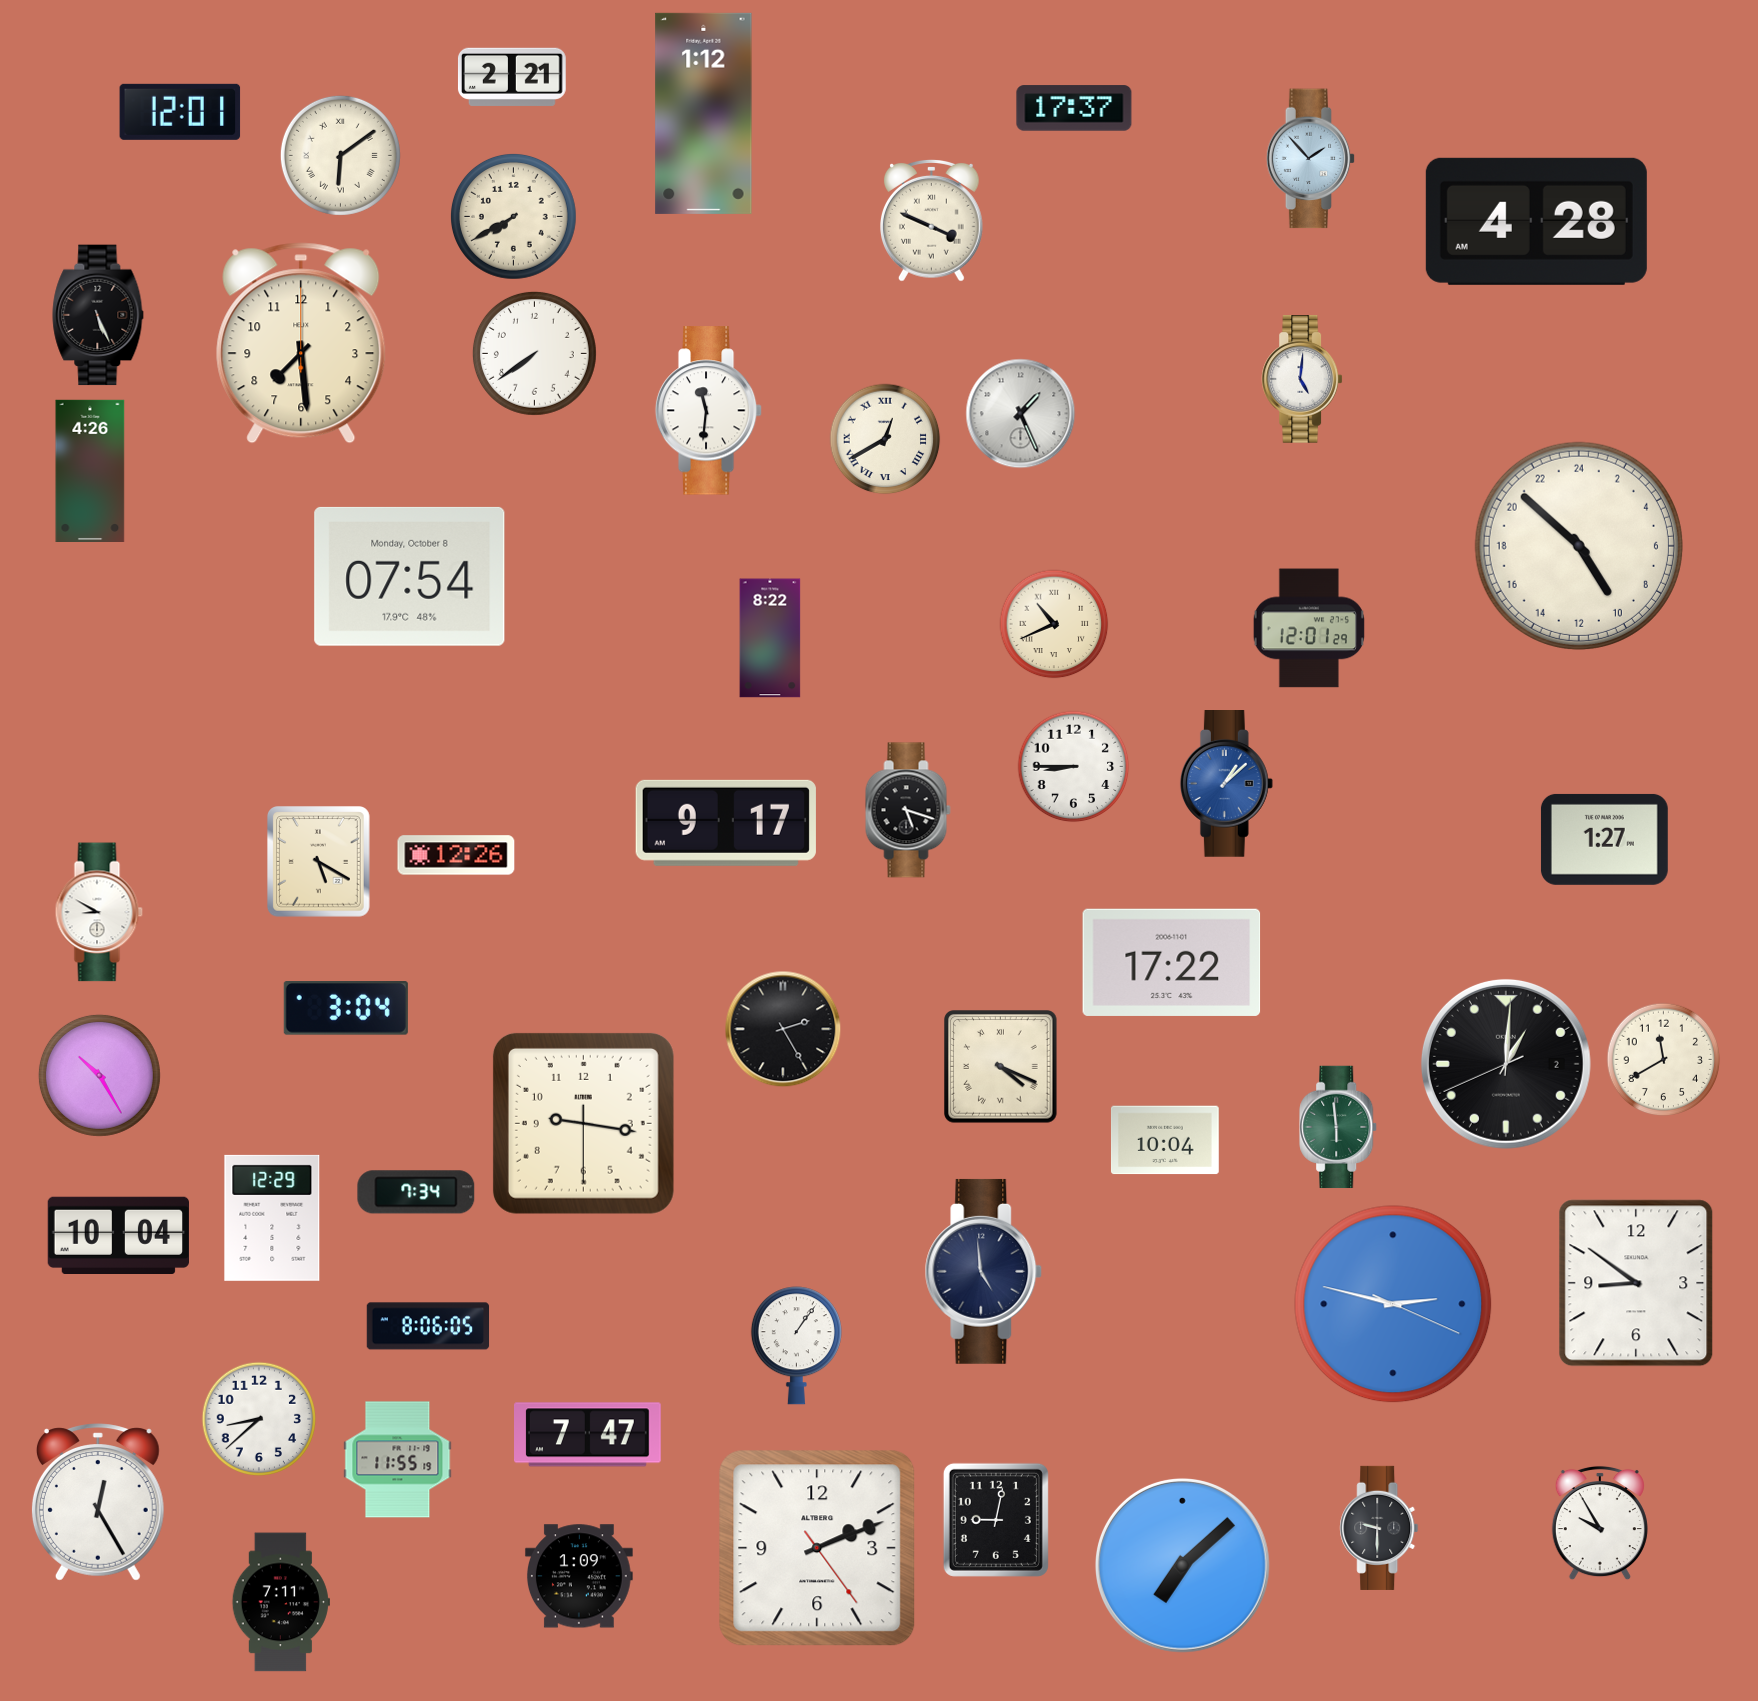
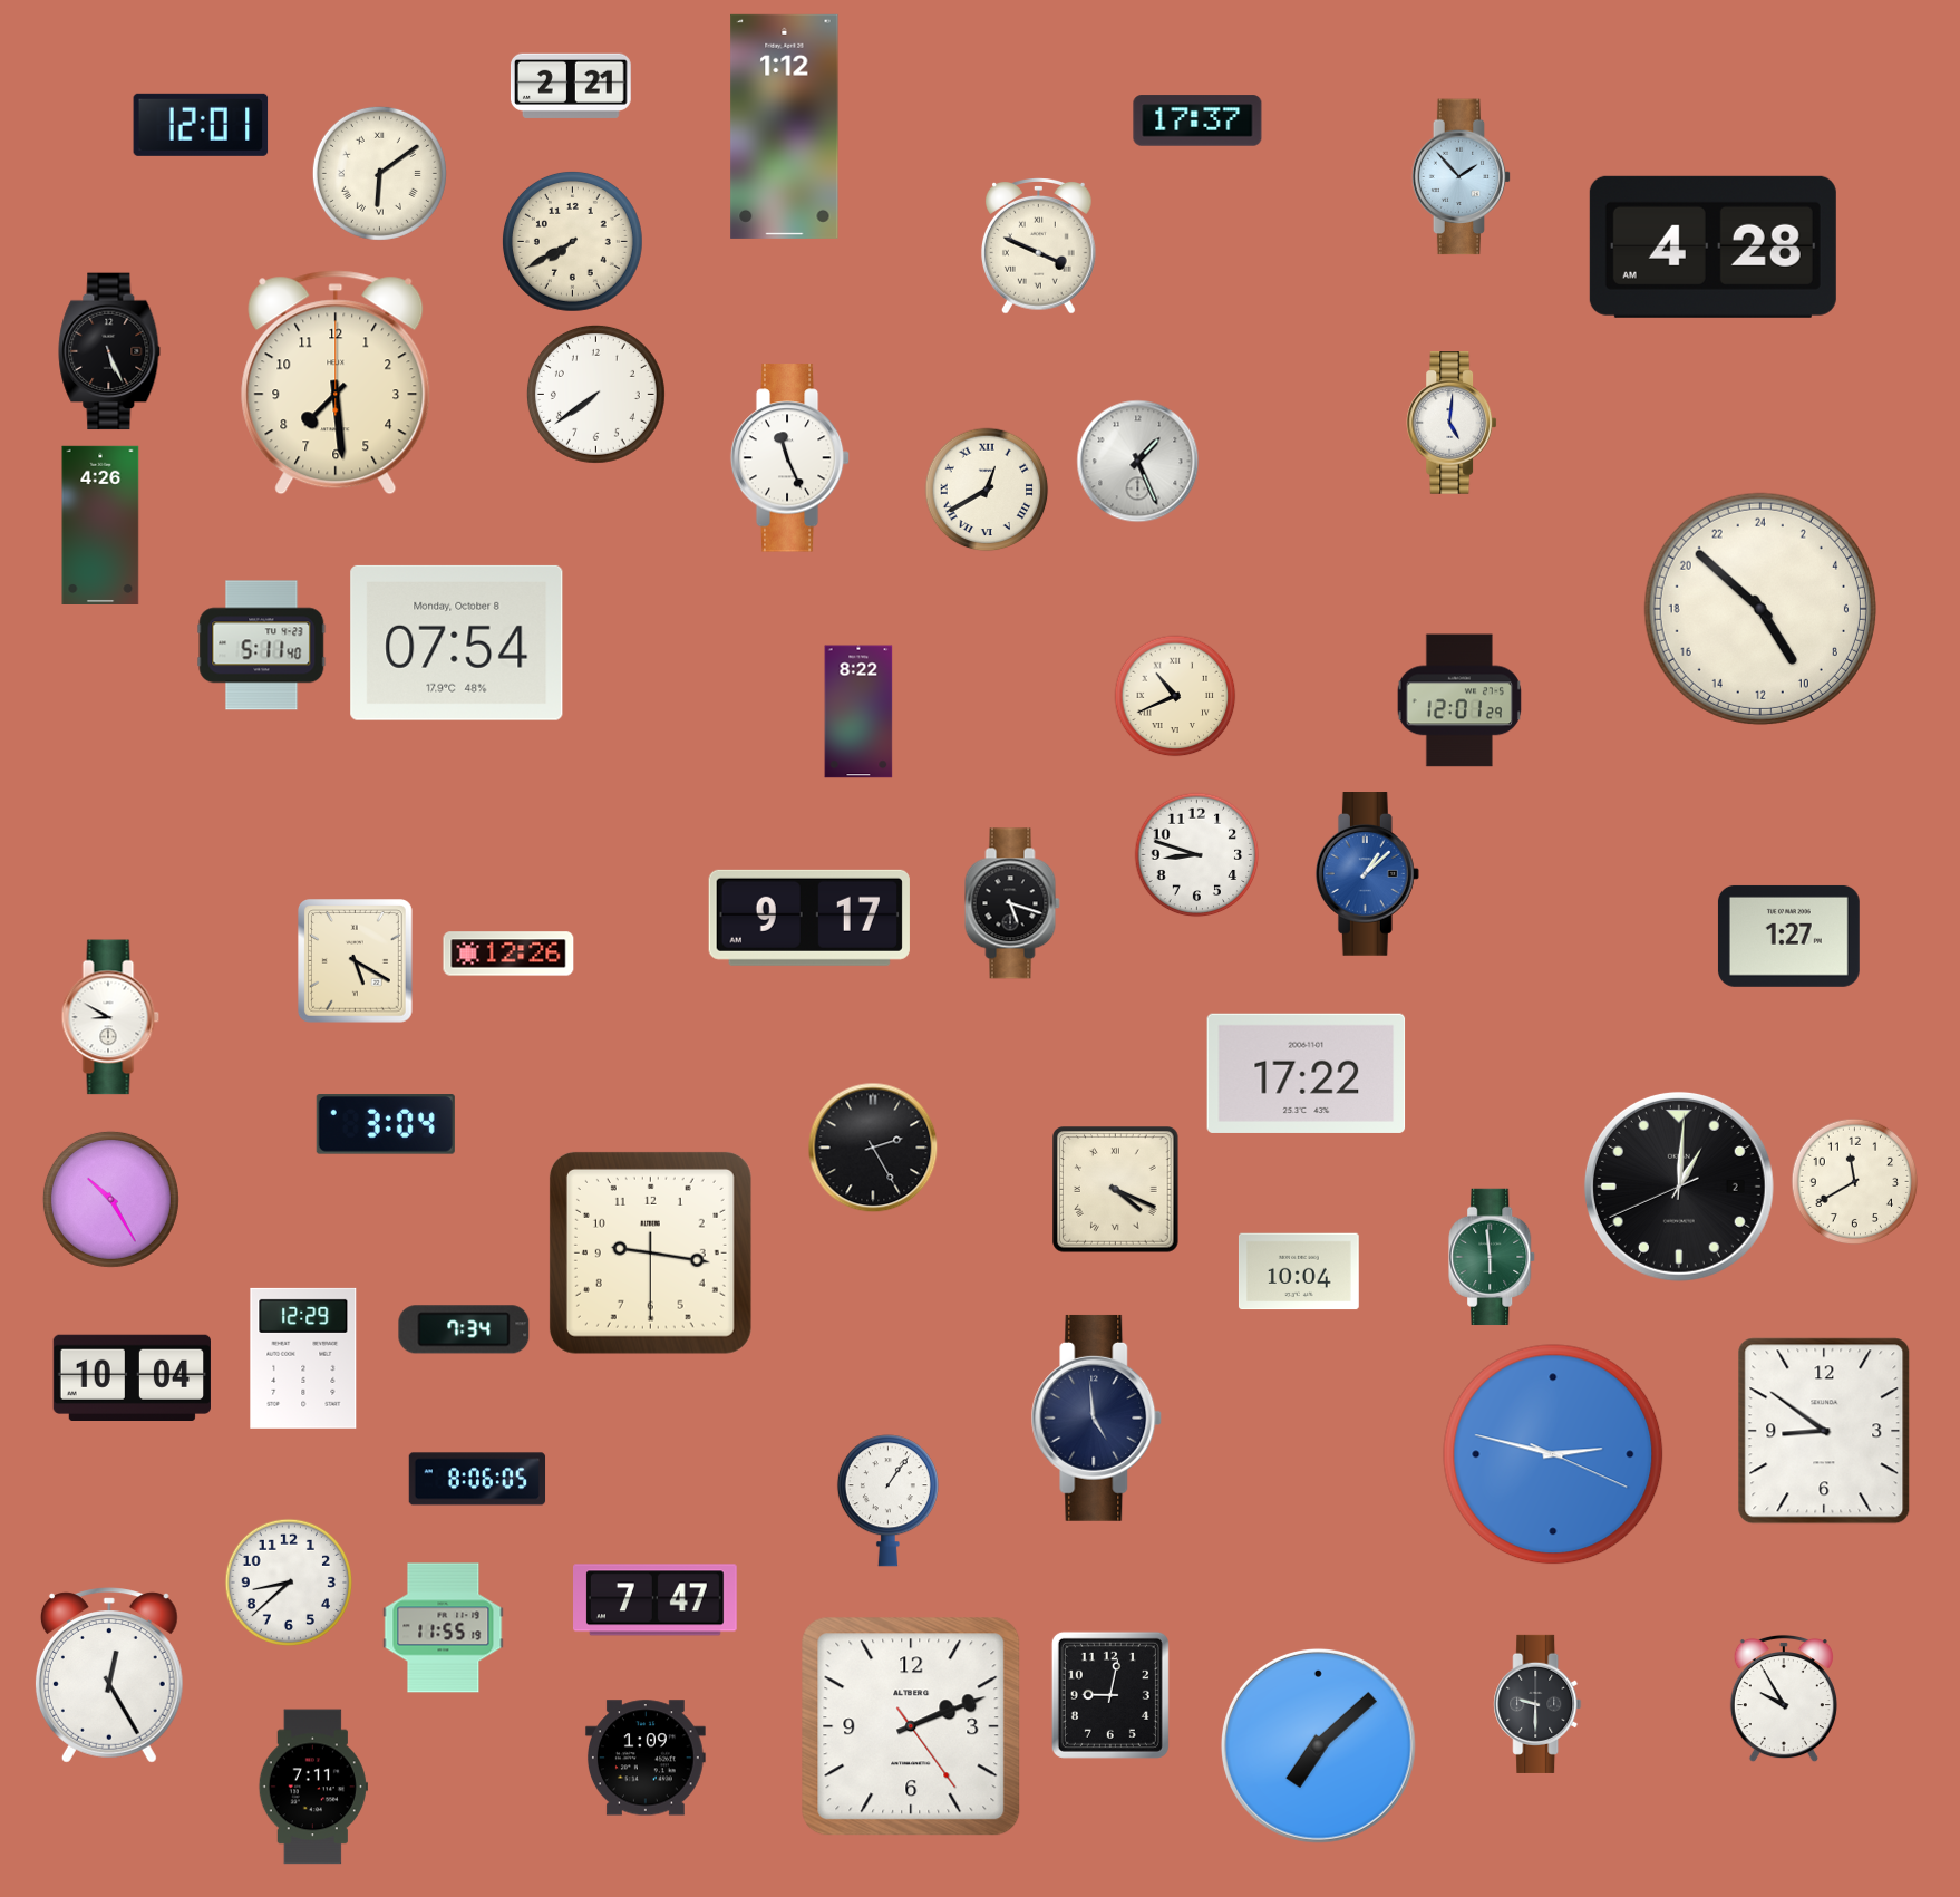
clock at (709, 411): 11:31 -> 11:26
clock at (262, 646): none -> 5:11
clock at (1074, 767): 8:45 -> 8:48
